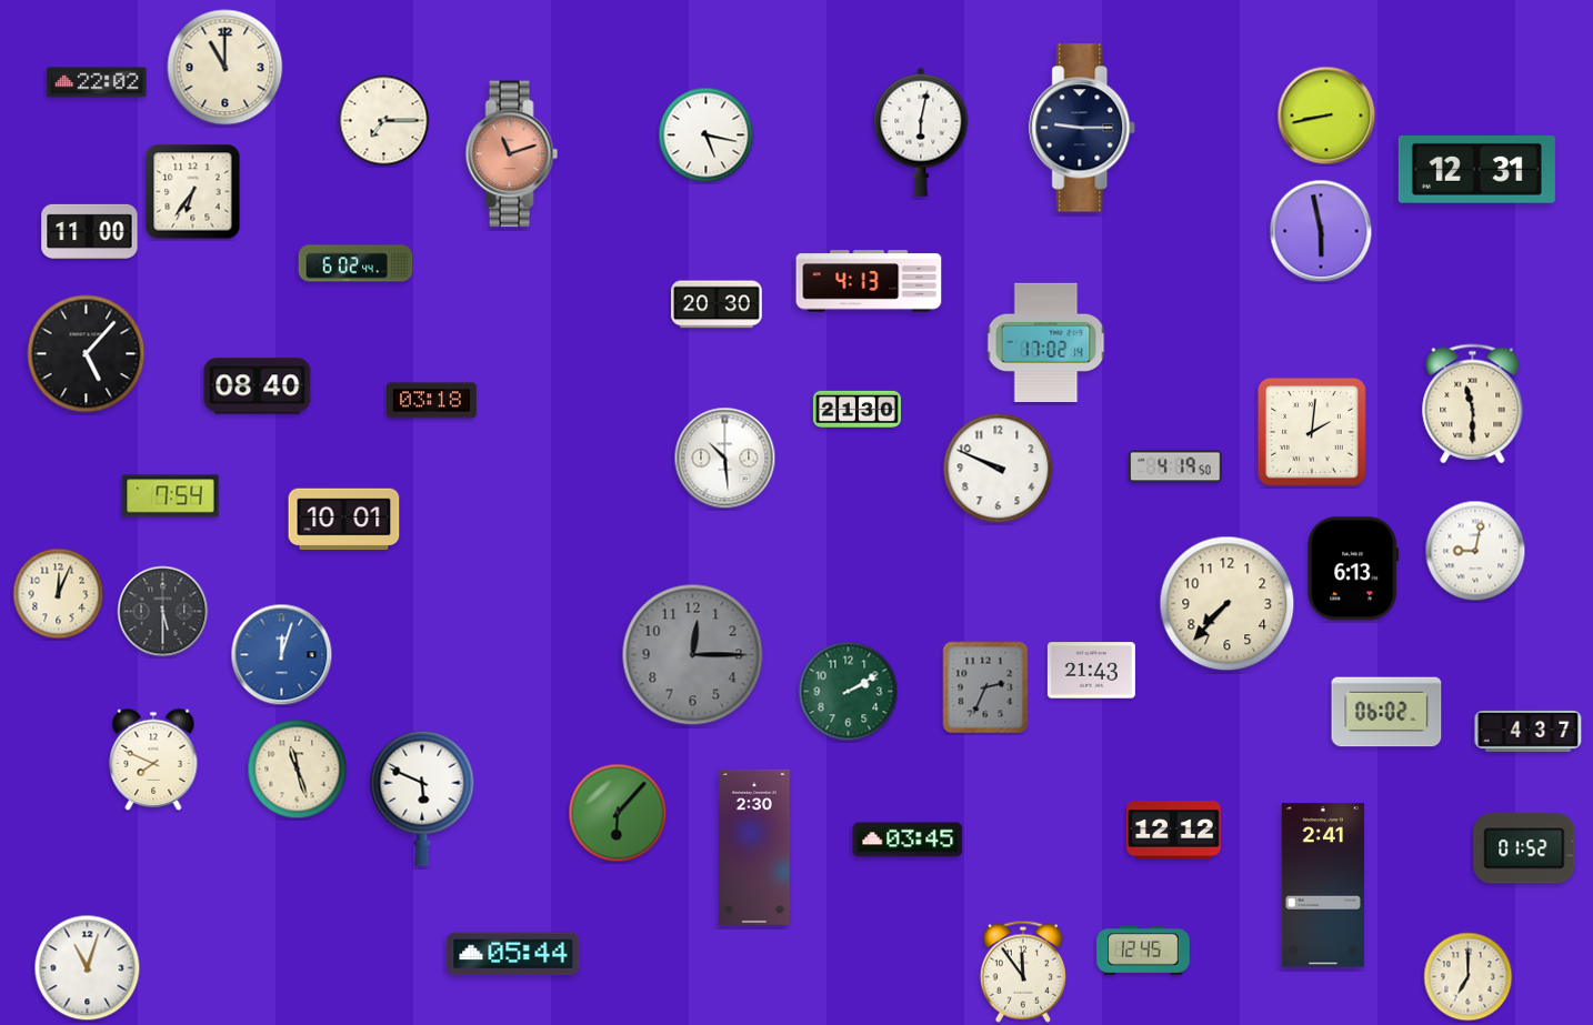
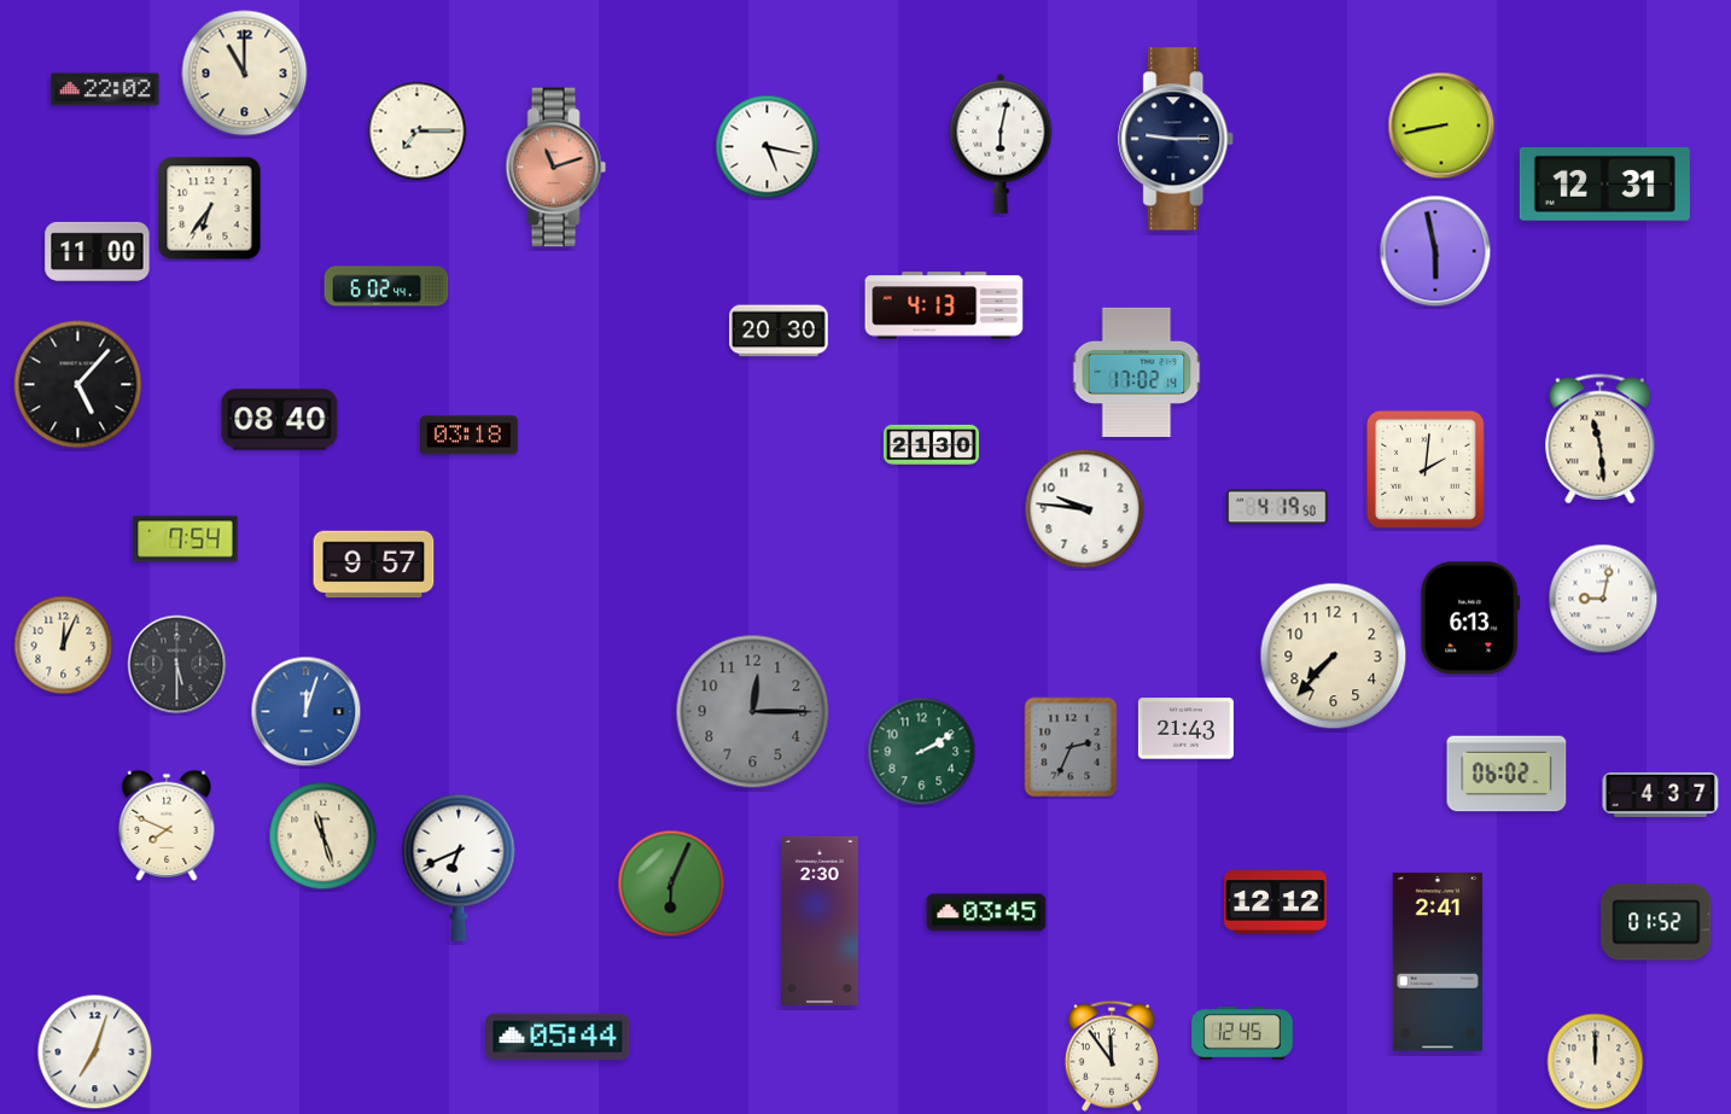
clock at (87, 354) position: (87, 354) -> (78, 385)
clock at (1473, 404): 11:30 -> 11:29
clock at (725, 459): 10:29 -> none
clock at (999, 469): 9:49 -> 9:46
clock at (344, 520): 10:01 -> 9:57
clock at (422, 798): 5:49 -> 6:41
clock at (618, 813): 6:07 -> 6:04
clock at (88, 968): 11:03 -> 7:03
clock at (1469, 977): 7:00 -> 12:00
